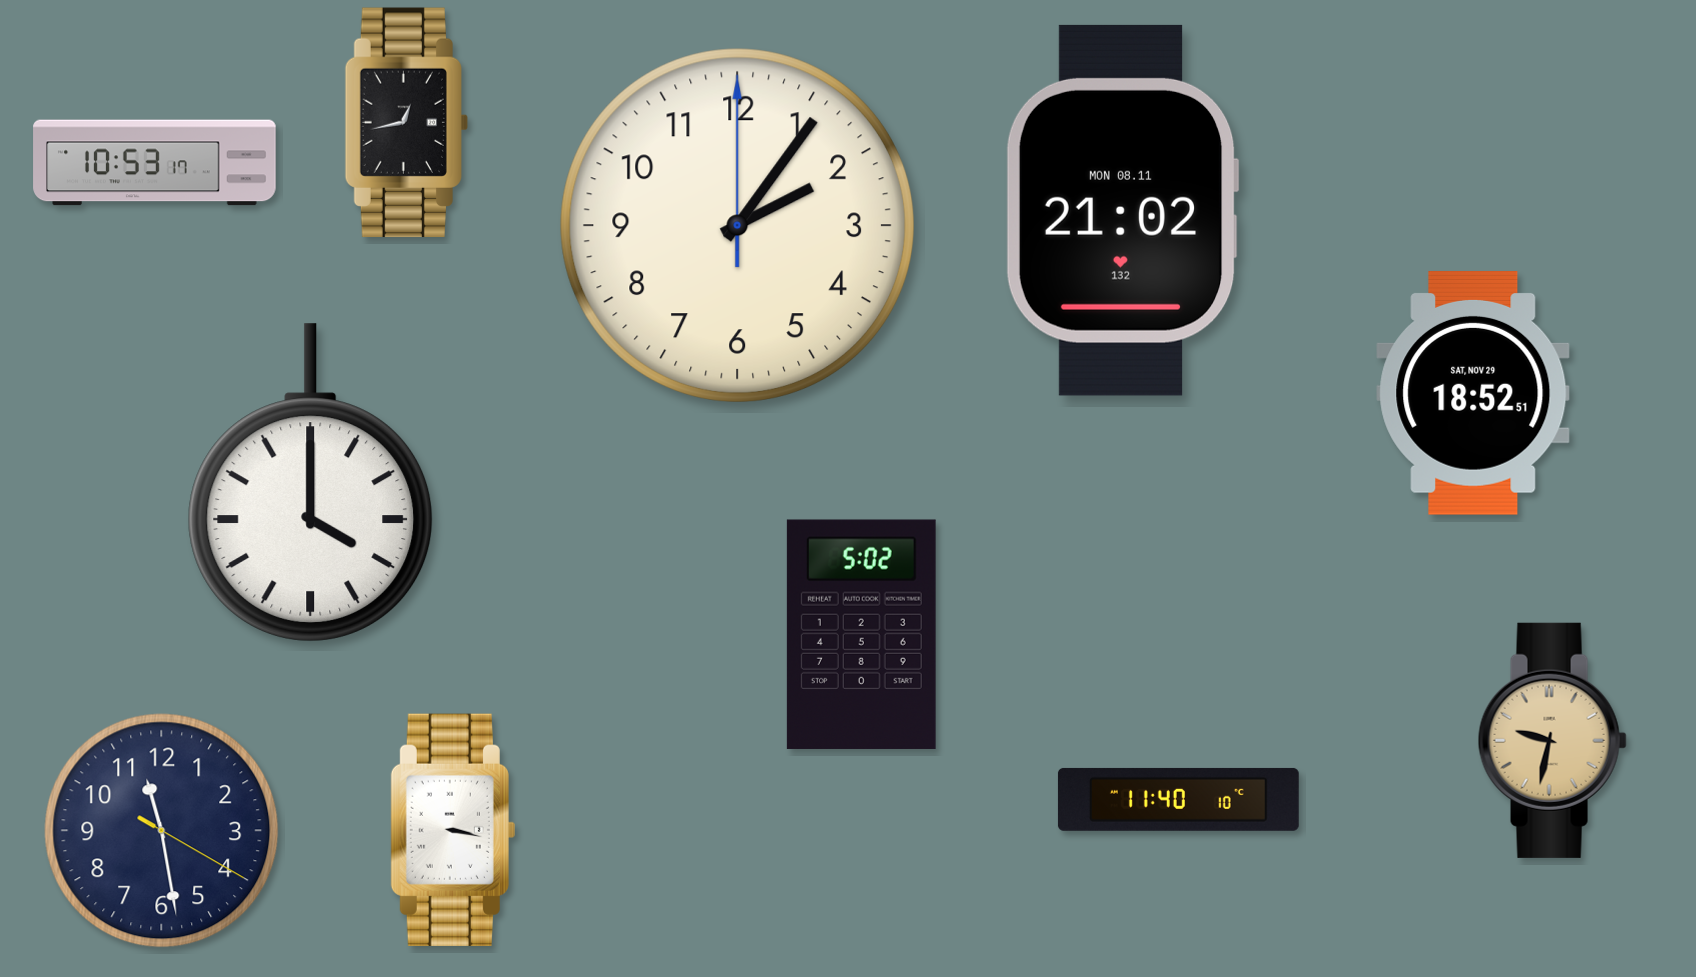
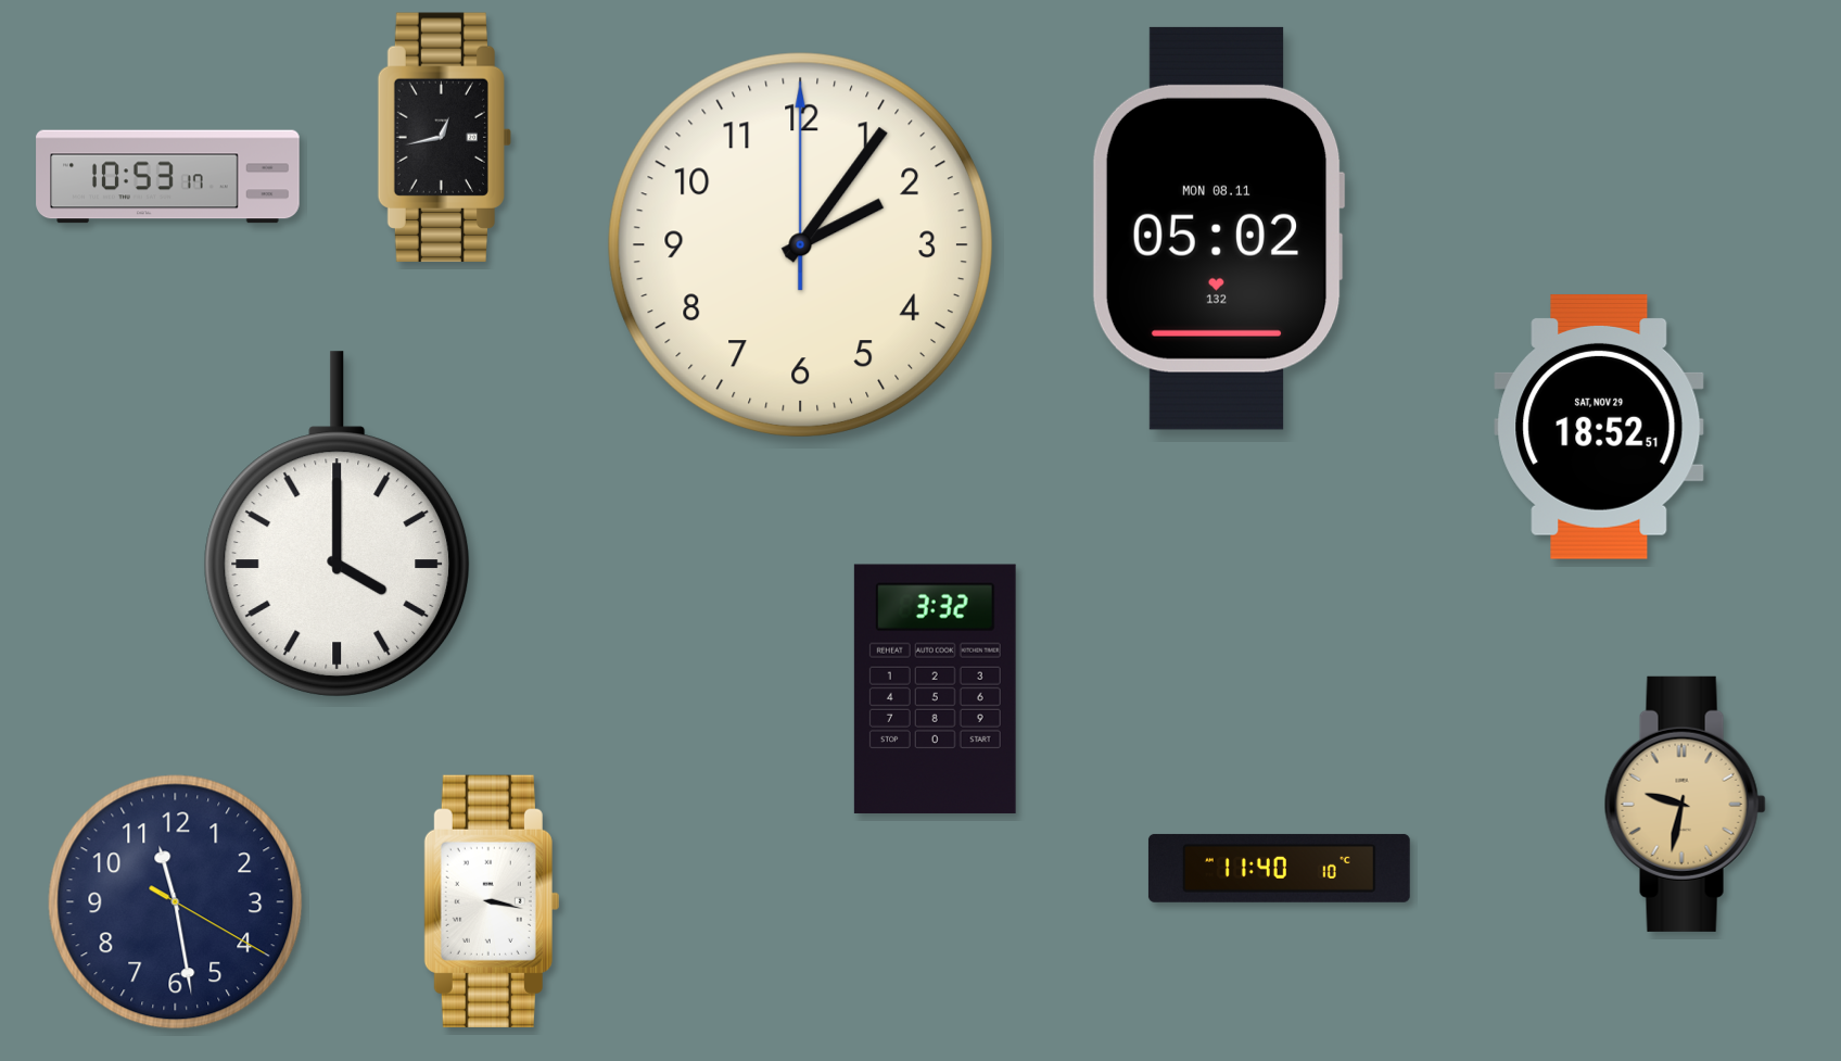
clock at (406, 123) position: (406, 123) -> (444, 138)
clock at (1122, 210): 21:02 -> 05:02
clock at (861, 634): 5:02 -> 3:32
